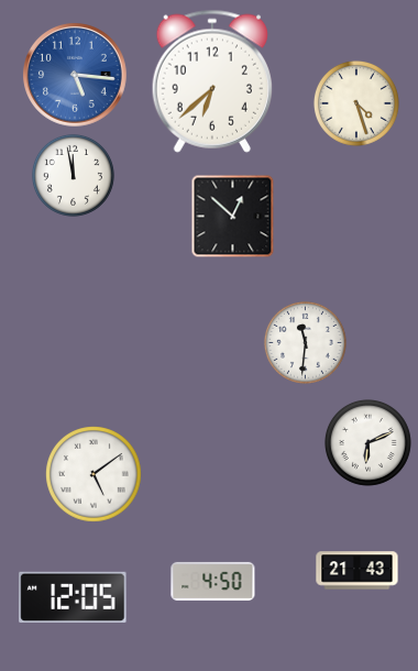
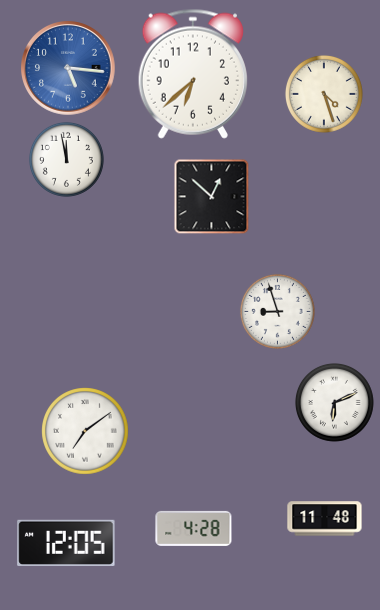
clock at (305, 342): 11:31 -> 8:57
clock at (94, 474): 5:09 -> 7:09
clock at (358, 571): 21:43 -> 11:48
clock at (213, 581): 4:50 -> 4:28
